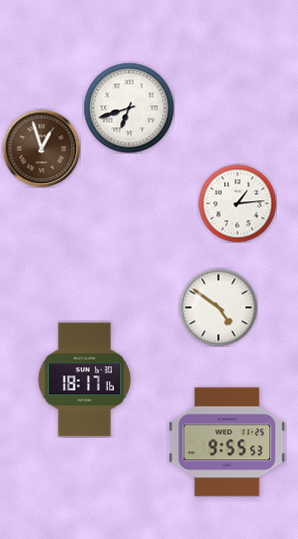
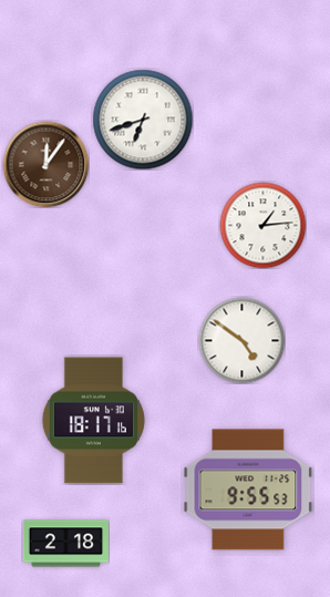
clock at (41, 148): 12:57 -> 12:06
clock at (227, 442) position: (227, 442) -> (248, 490)
clock at (65, 544): none -> 2:18
